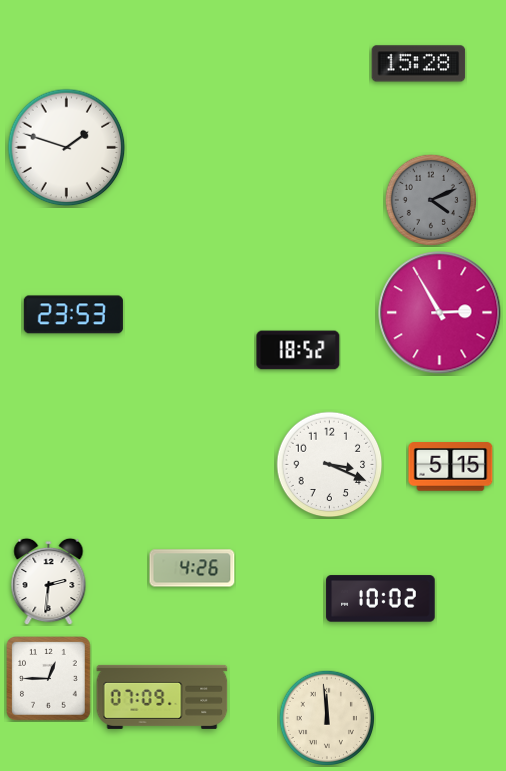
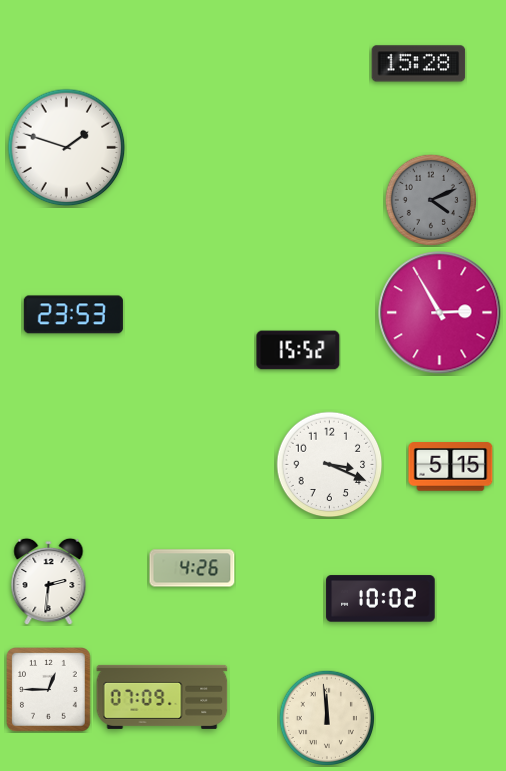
clock at (298, 350): 18:52 -> 15:52
clock at (49, 679) position: (49, 679) -> (49, 690)
